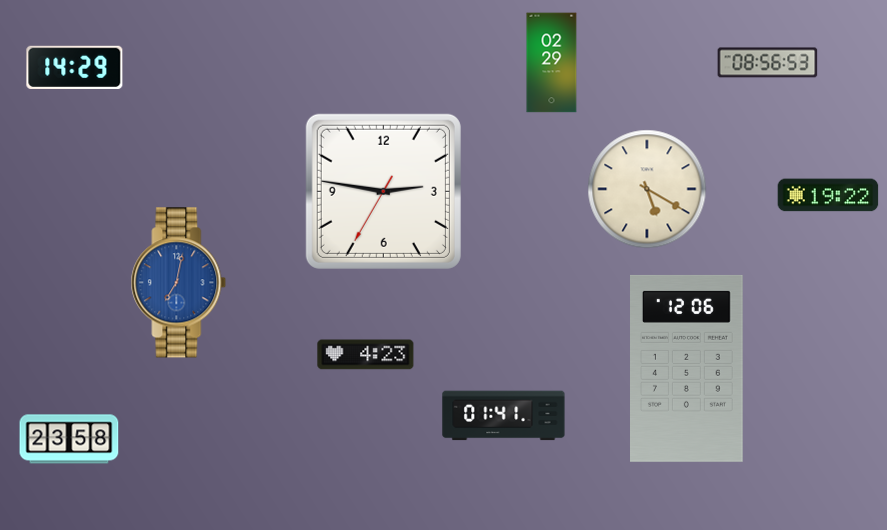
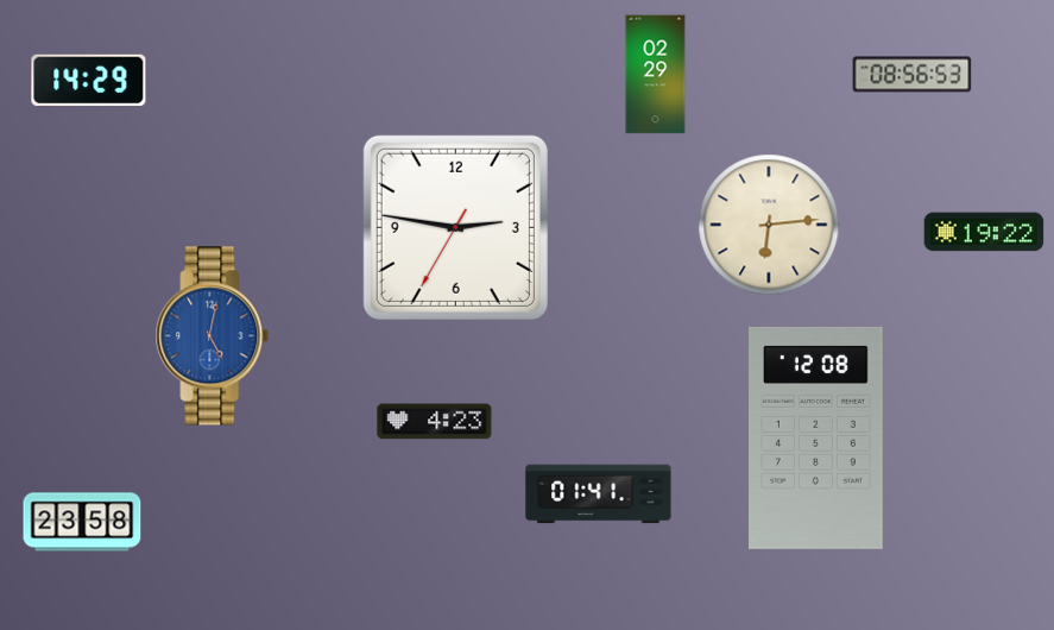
clock at (647, 189): 5:20 -> 6:14
clock at (179, 283): 7:02 -> 5:02
clock at (687, 368): 12:06 -> 12:08
